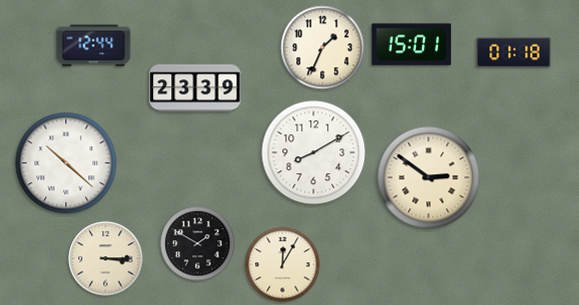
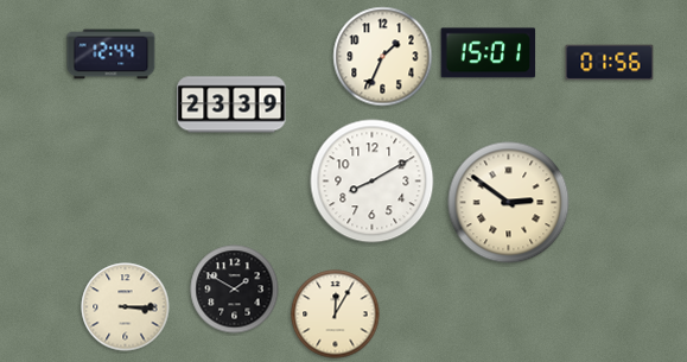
clock at (514, 53): 01:18 -> 01:56
clock at (66, 163): 10:22 -> none
clock at (429, 178) position: (429, 178) -> (509, 203)
